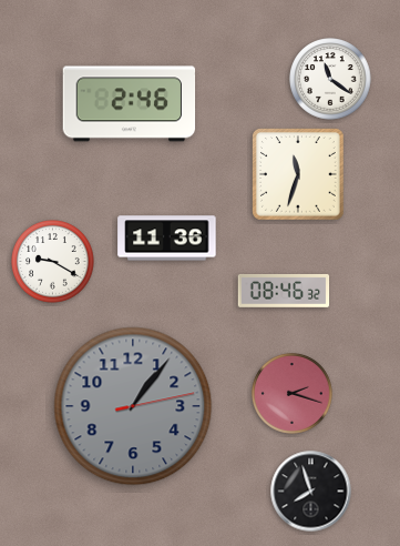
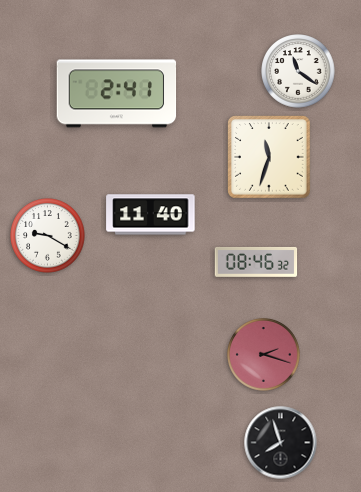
clock at (130, 104): 2:46 -> 2:41
clock at (167, 239): 11:36 -> 11:40
clock at (133, 406): 1:06 -> none
